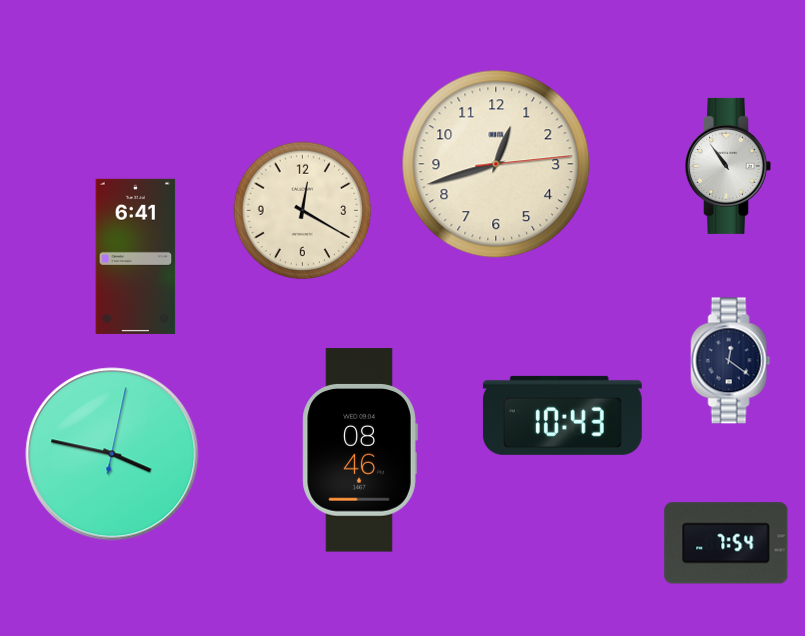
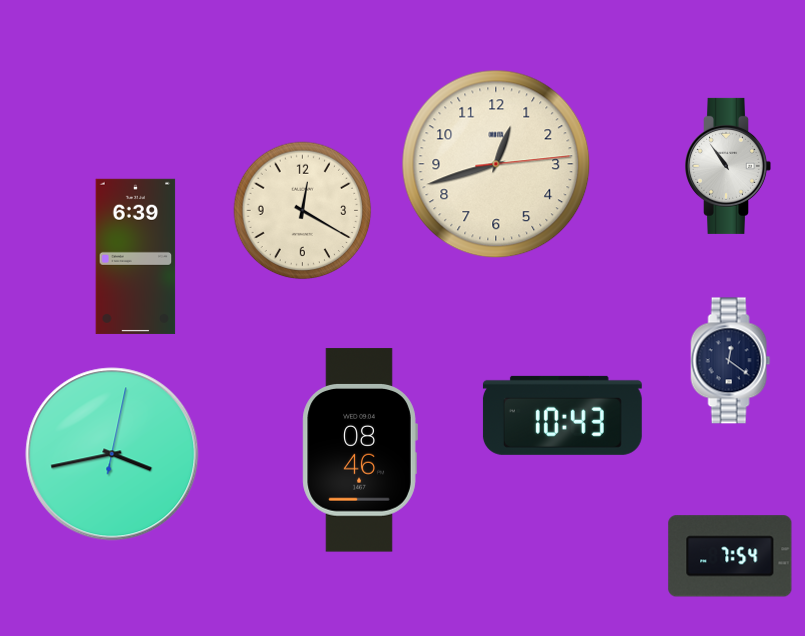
clock at (136, 256): 6:41 -> 6:39
clock at (112, 454): 3:47 -> 3:43
clock at (726, 543) position: (726, 543) -> (730, 556)
